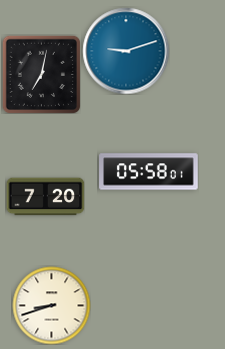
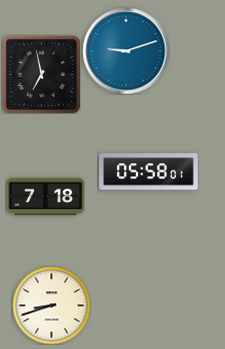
clock at (41, 74): 7:02 -> 6:58
clock at (45, 197): 7:20 -> 7:18
